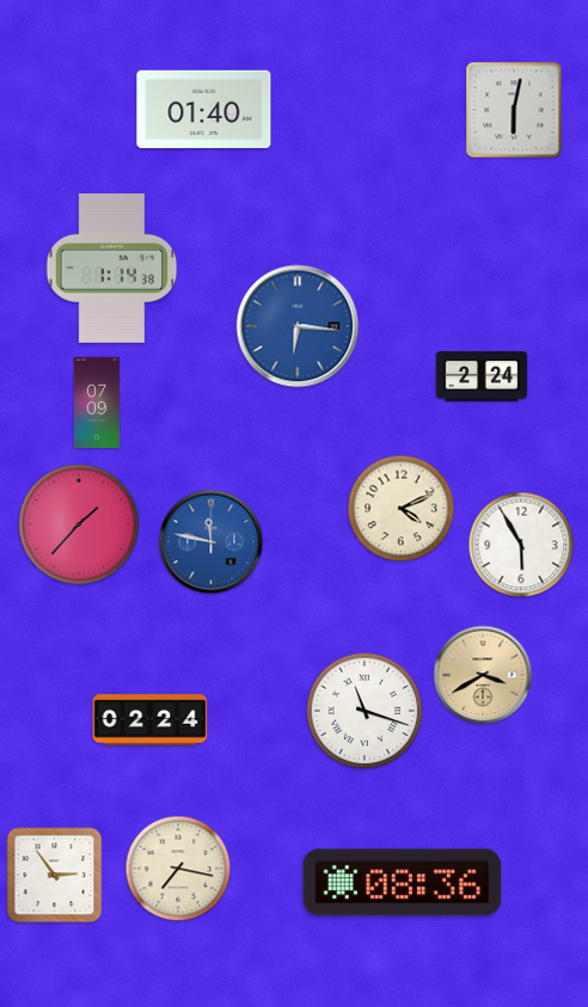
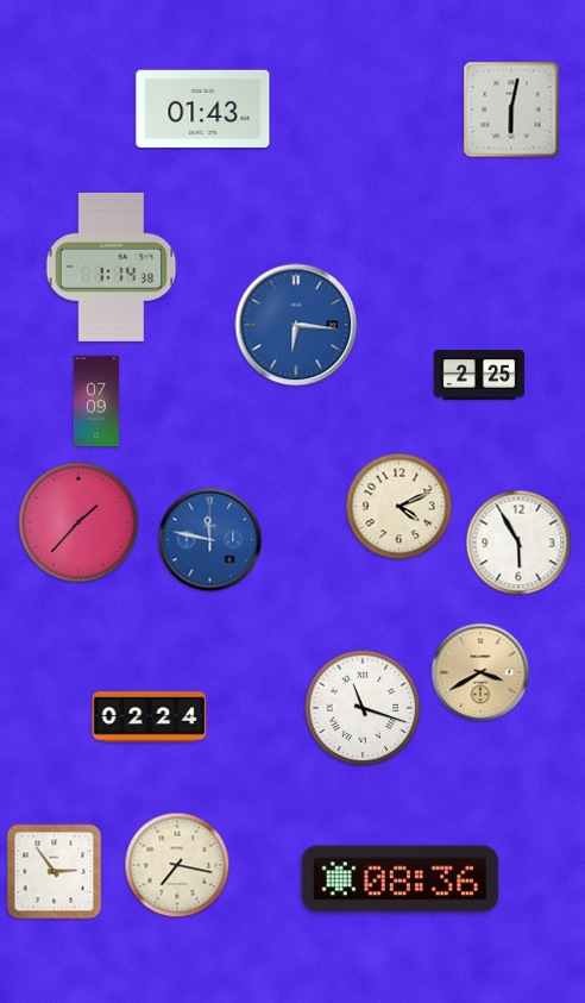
clock at (204, 109): 01:40 -> 01:43
clock at (482, 376): 2:24 -> 2:25
